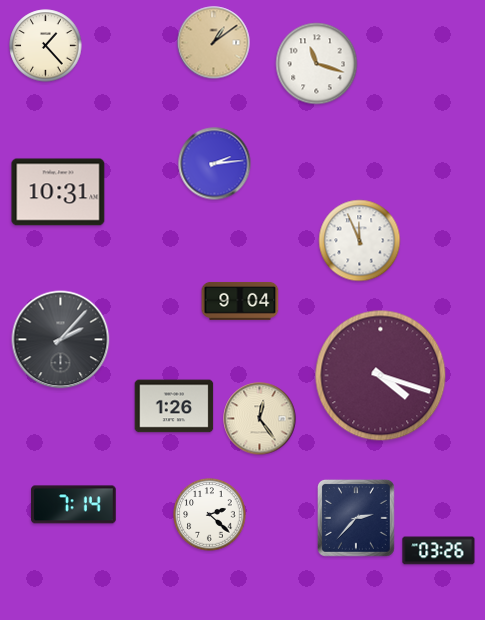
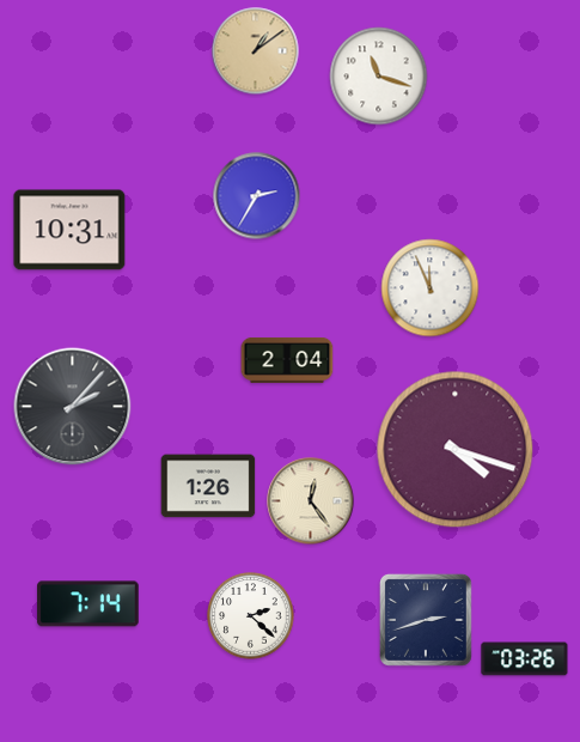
clock at (46, 46): 1:23 -> none
clock at (215, 164): 2:14 -> 2:35
clock at (240, 301): 9:04 -> 2:04
clock at (356, 518): 2:37 -> 2:42
